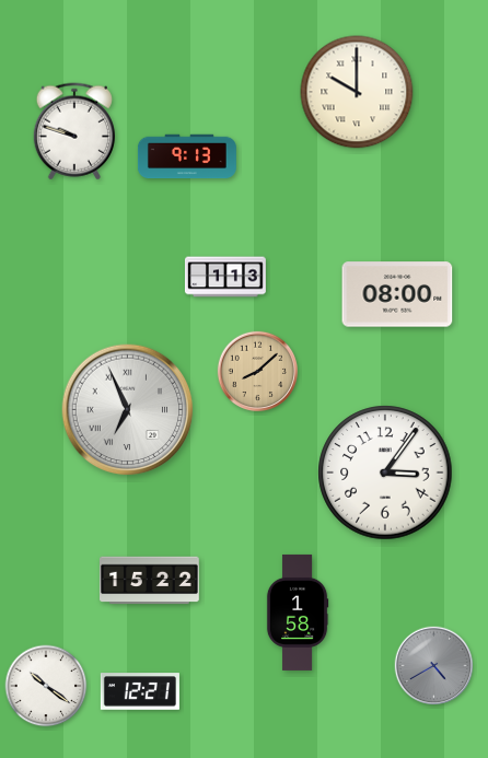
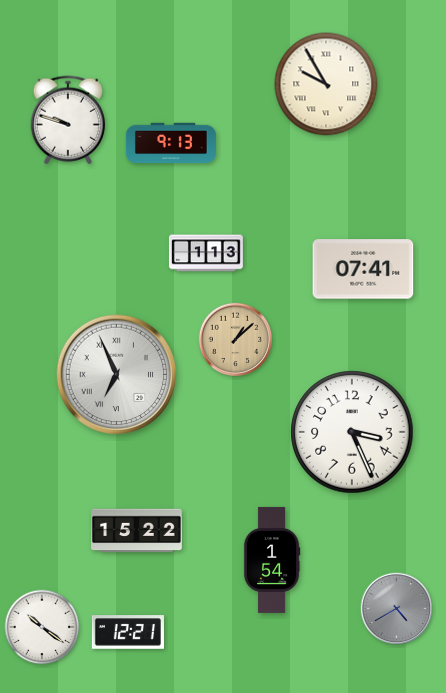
clock at (357, 92): 10:00 -> 9:55
clock at (397, 294): 08:00 -> 07:41
clock at (257, 371): 8:08 -> 1:08
clock at (385, 473): 3:06 -> 3:26
clock at (298, 613): 1:58 -> 1:54
